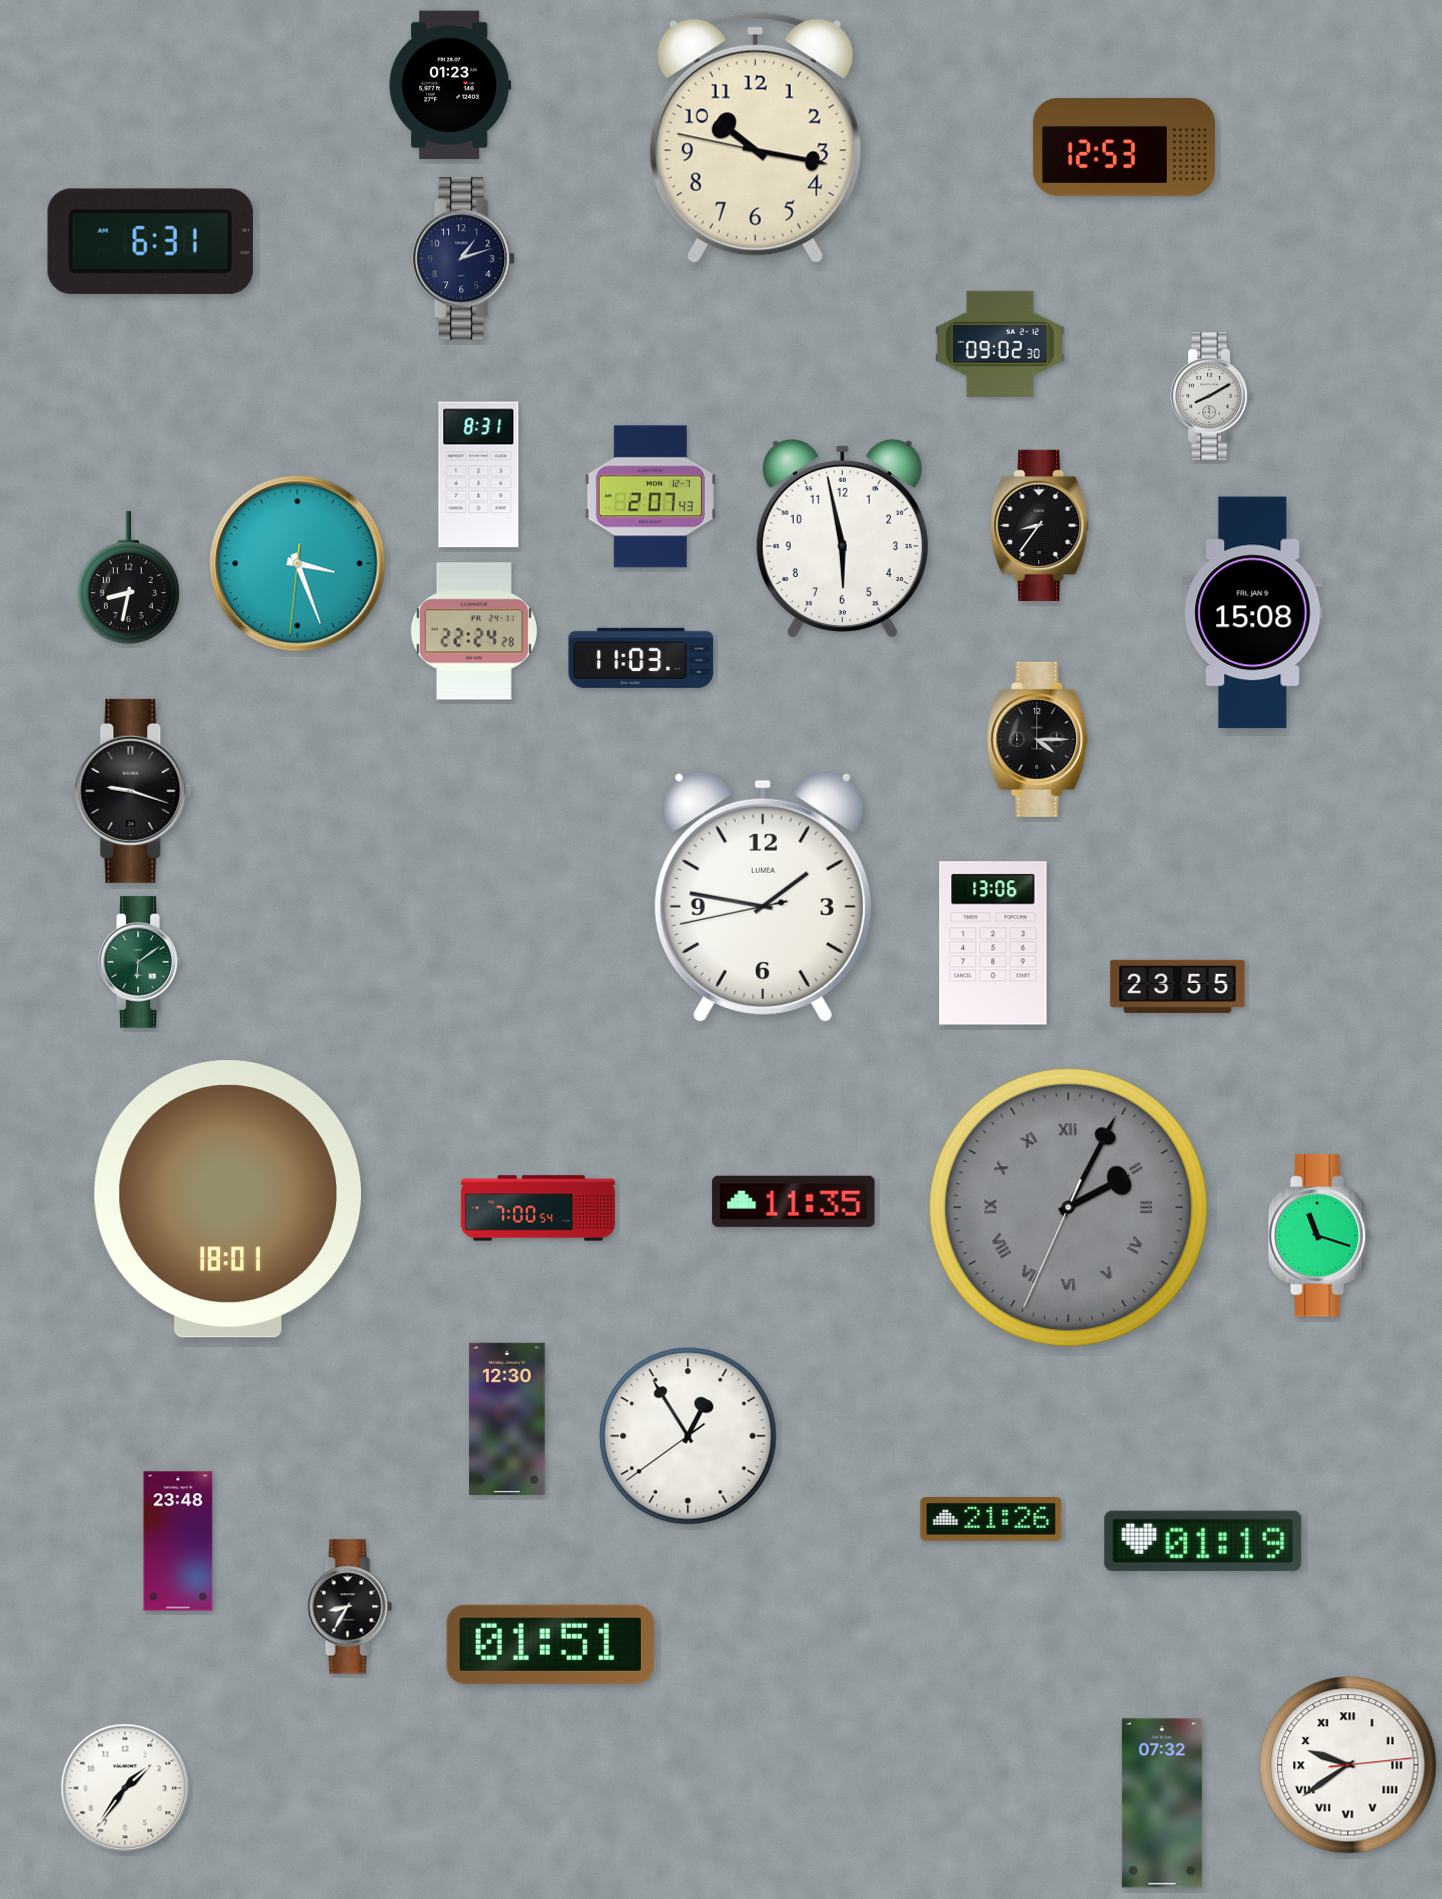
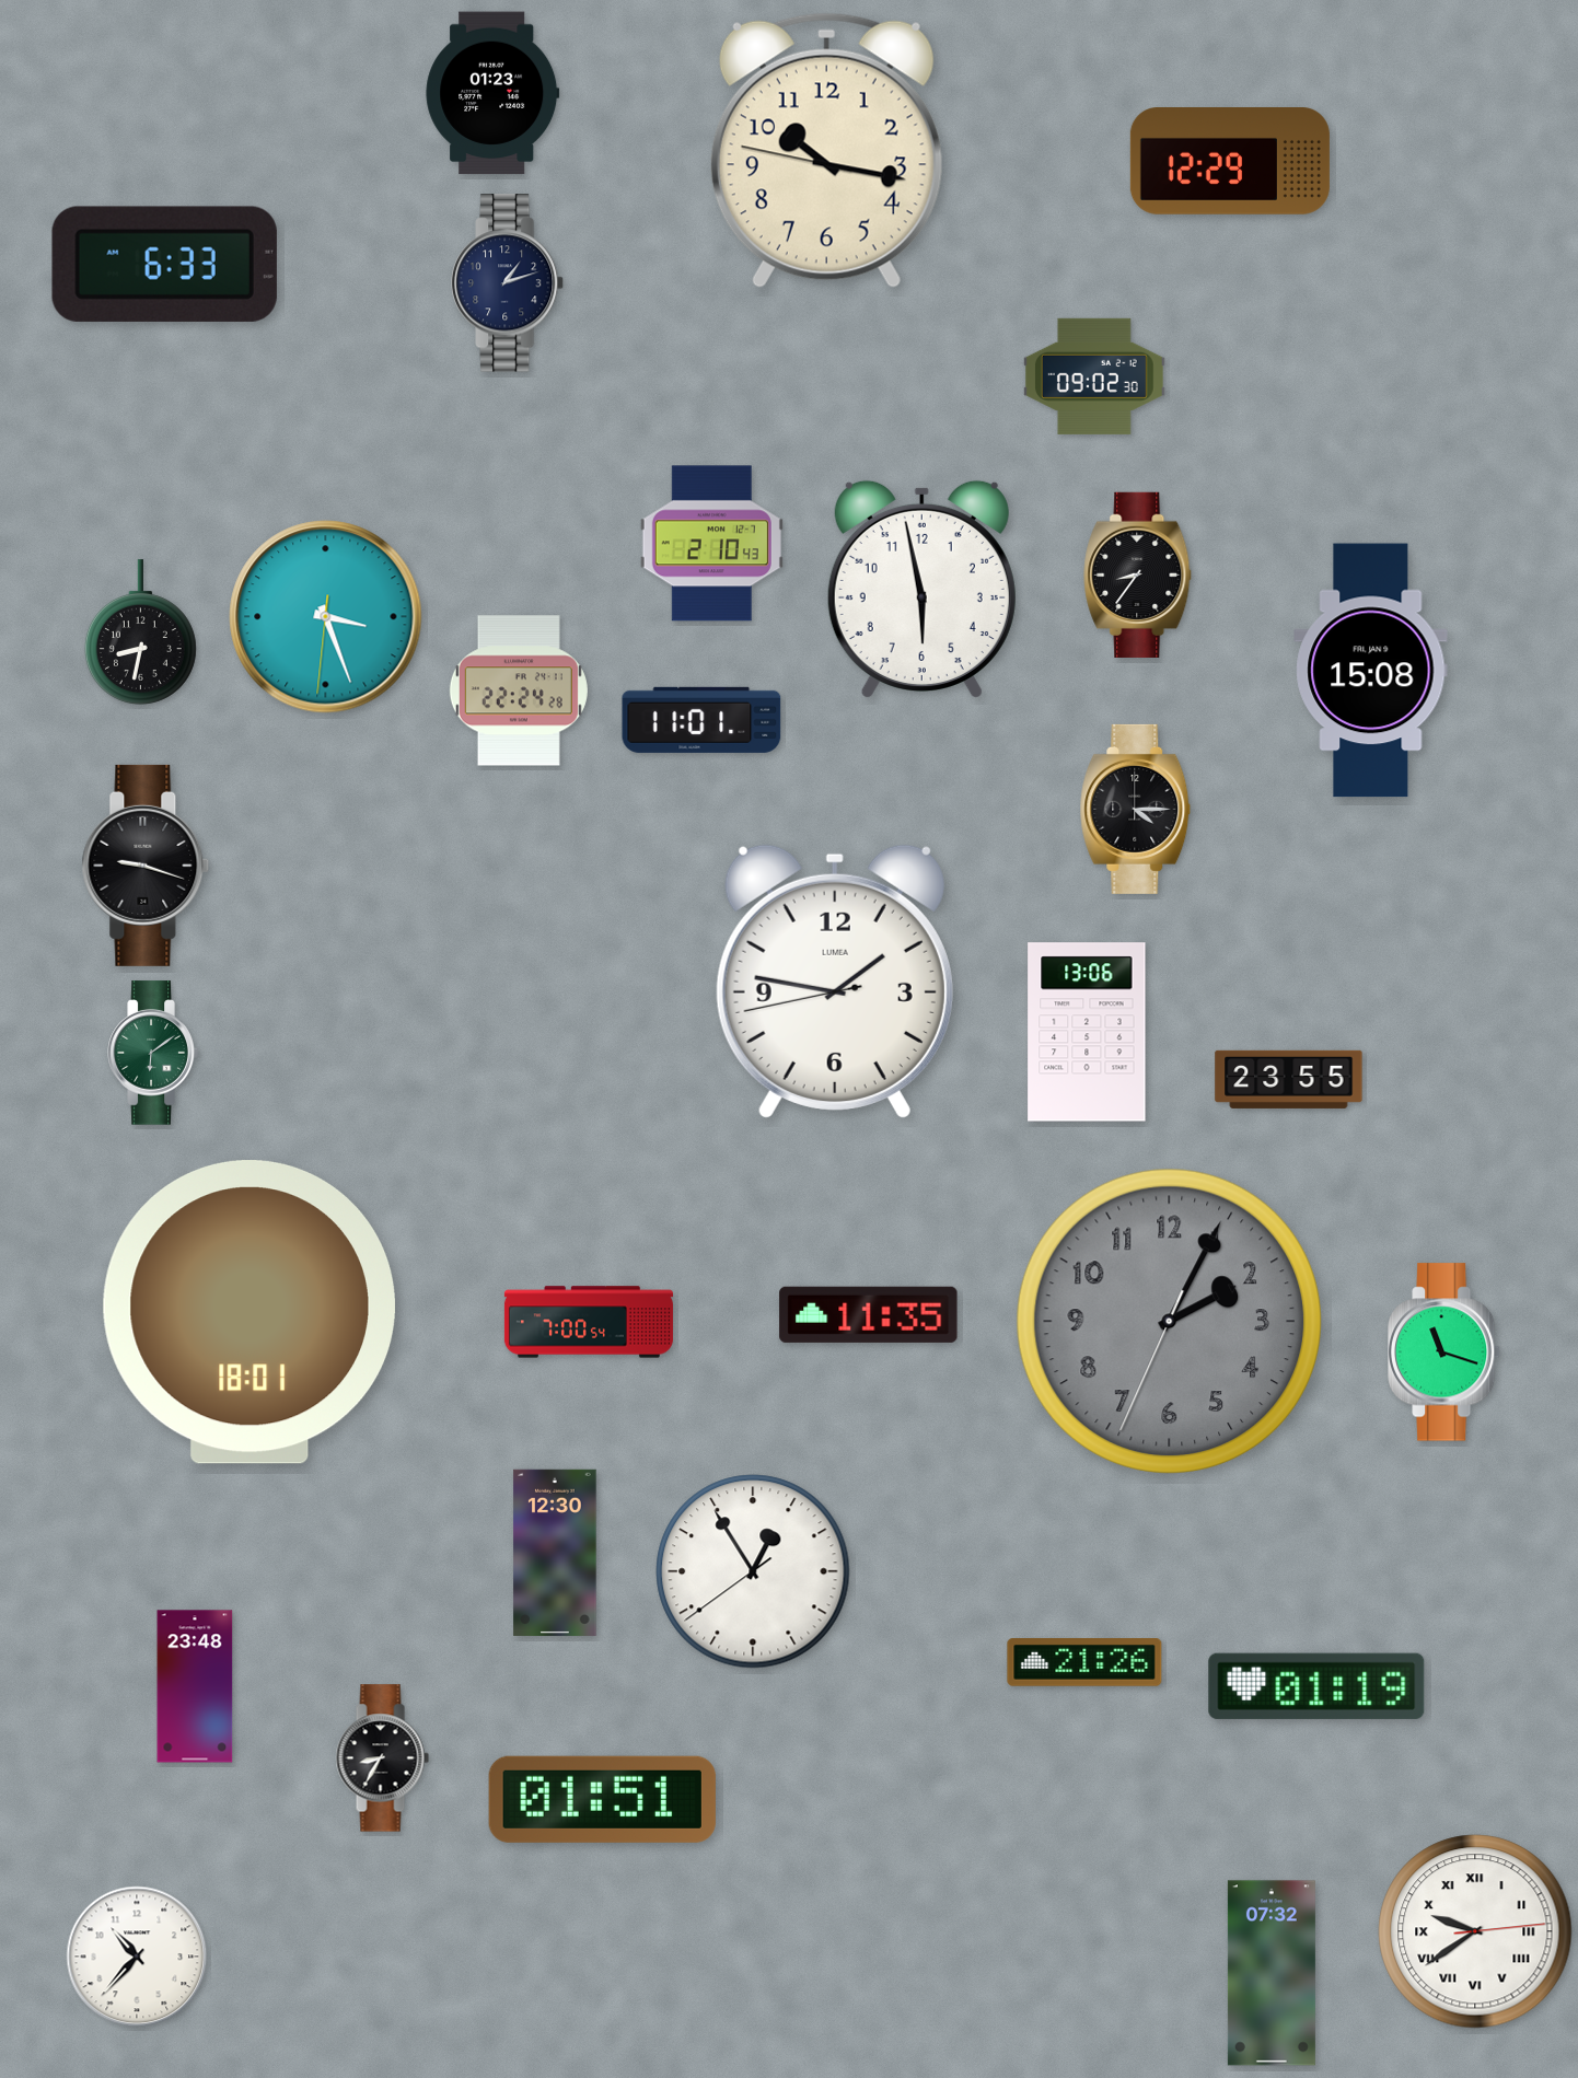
clock at (1124, 148): 12:53 -> 12:29
clock at (150, 241): 6:31 -> 6:33
clock at (1211, 396): 8:10 -> none
clock at (479, 475): 8:31 -> none
clock at (650, 497): 2:07 -> 2:10
clock at (641, 658): 11:03 -> 11:01
clock at (1068, 1207) numerals: Roman -> Arabic
clock at (125, 1788): 1:36 -> 10:37
